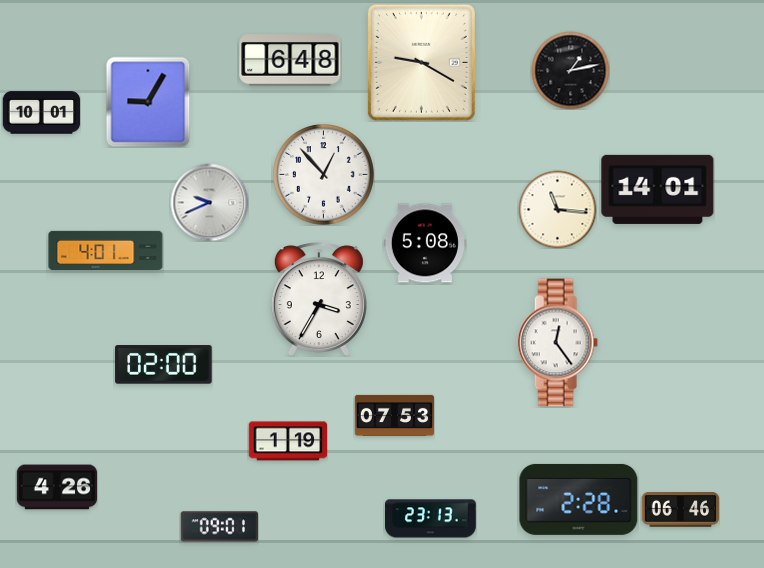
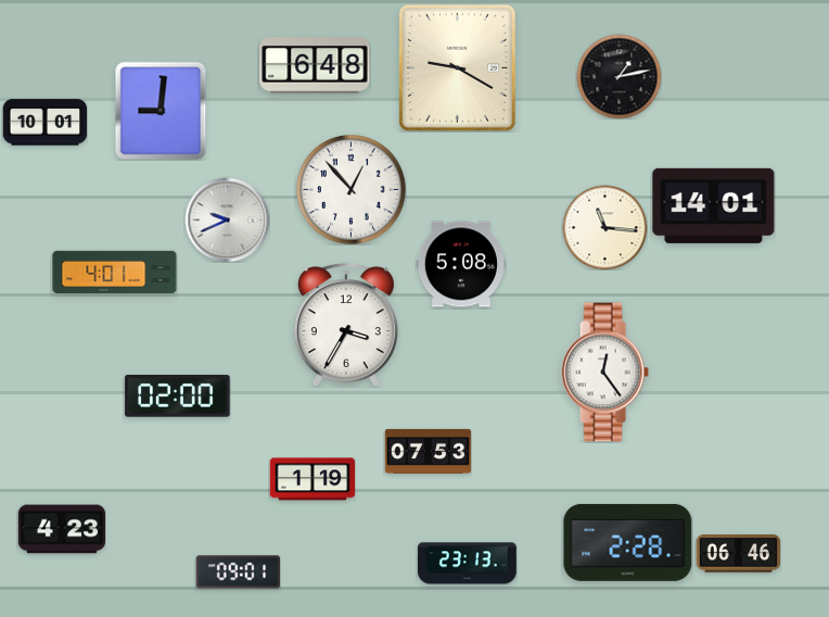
clock at (148, 102): 9:05 -> 9:01
clock at (57, 487): 4:26 -> 4:23
